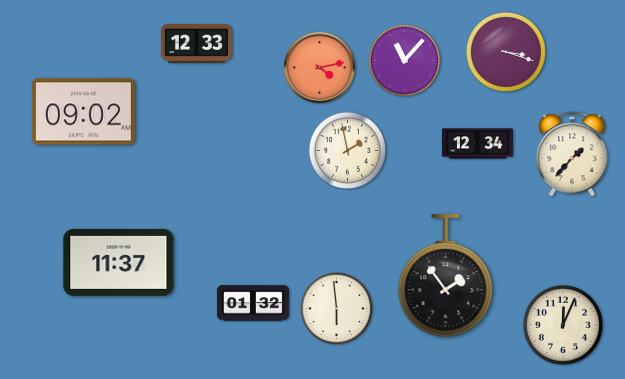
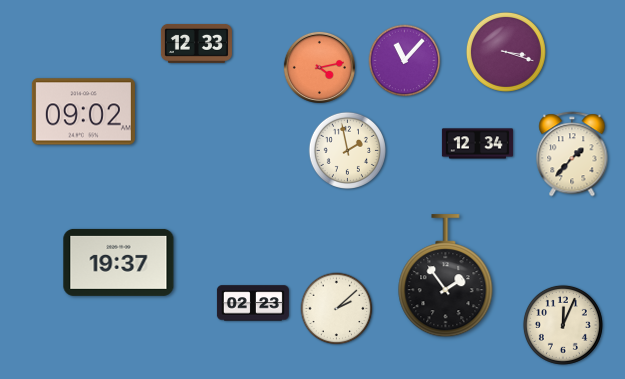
clock at (119, 262): 11:37 -> 19:37
clock at (253, 303): 01:32 -> 02:23
clock at (337, 309): 5:59 -> 2:08
